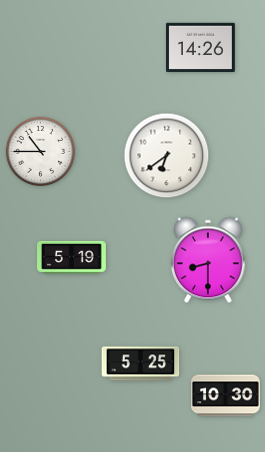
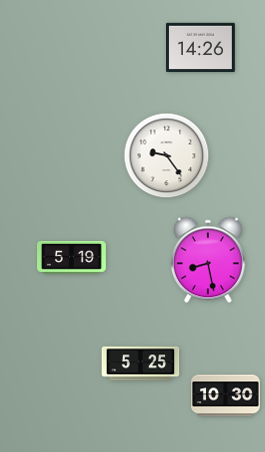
clock at (40, 151): 10:45 -> none
clock at (167, 156): 6:39 -> 9:24
clock at (208, 260): 8:30 -> 8:28
